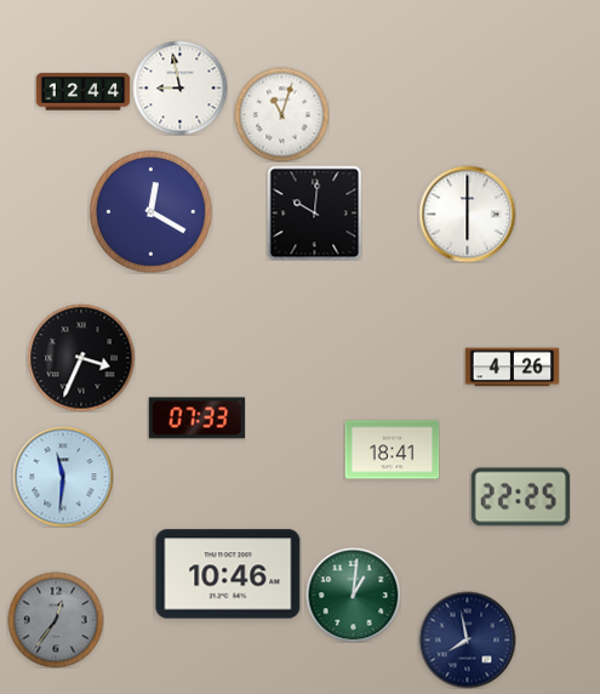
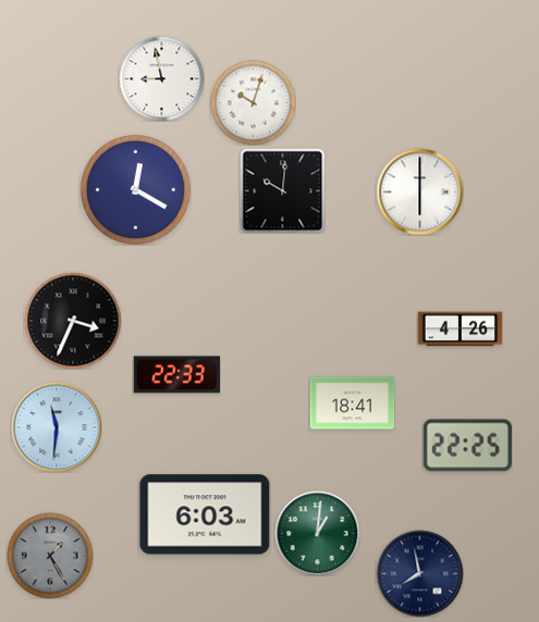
clock at (82, 92): 12:44 -> none
clock at (281, 114): 11:03 -> 10:03
clock at (196, 419): 07:33 -> 22:33
clock at (228, 574): 10:46 -> 6:03
clock at (56, 620): 12:36 -> 1:25
